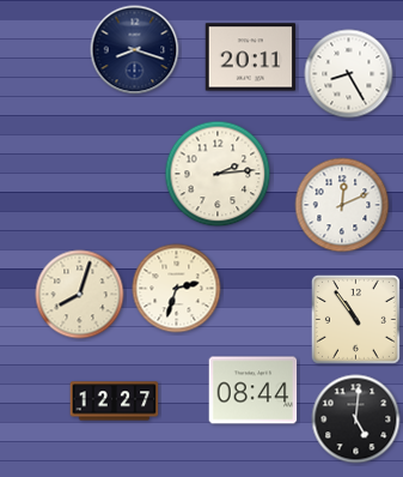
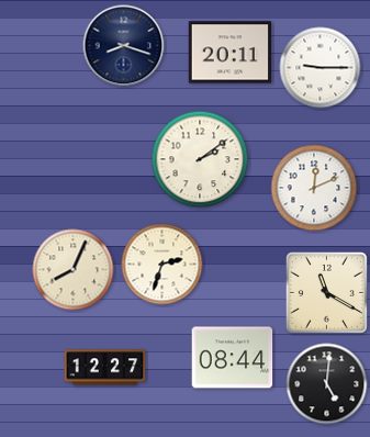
clock at (349, 74): 8:25 -> 9:15
clock at (218, 174): 2:14 -> 2:09
clock at (80, 295): 8:03 -> 8:04
clock at (355, 319): 10:54 -> 11:20
